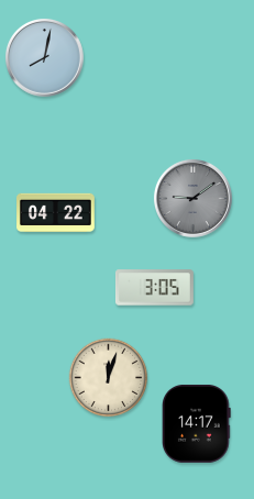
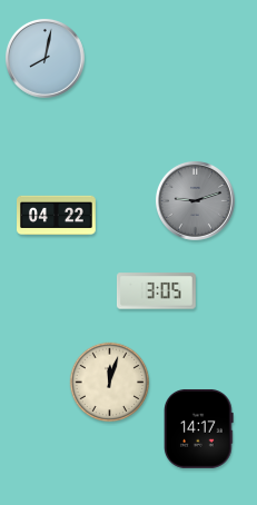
clock at (194, 199): 9:09 -> 9:12
